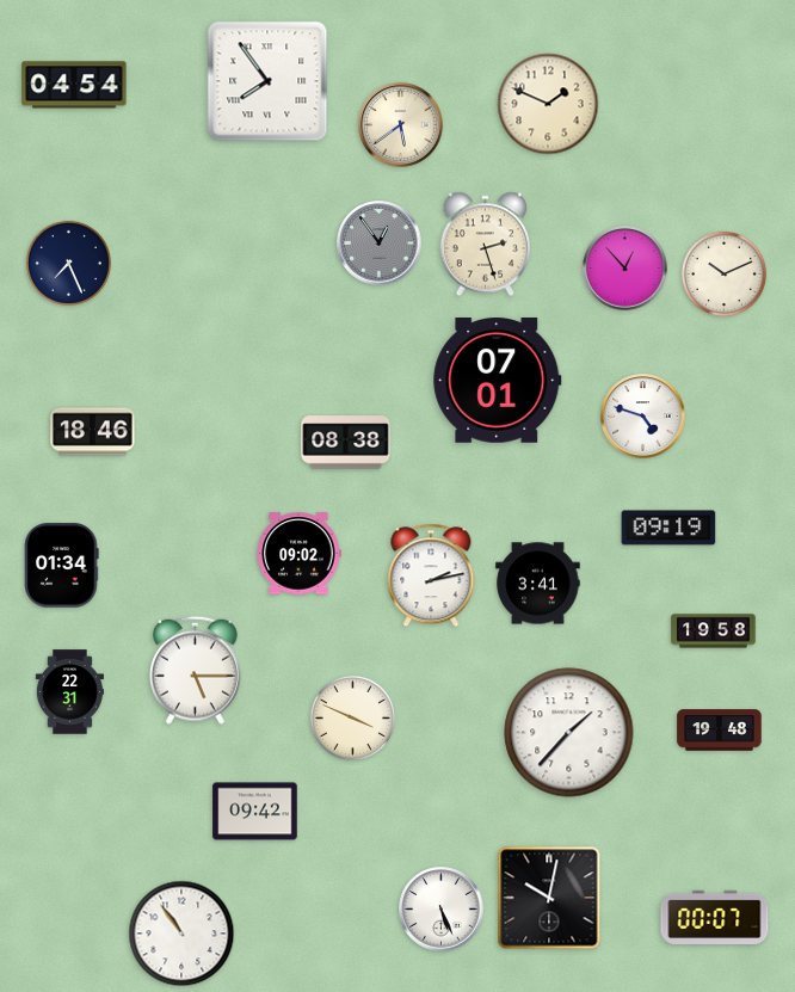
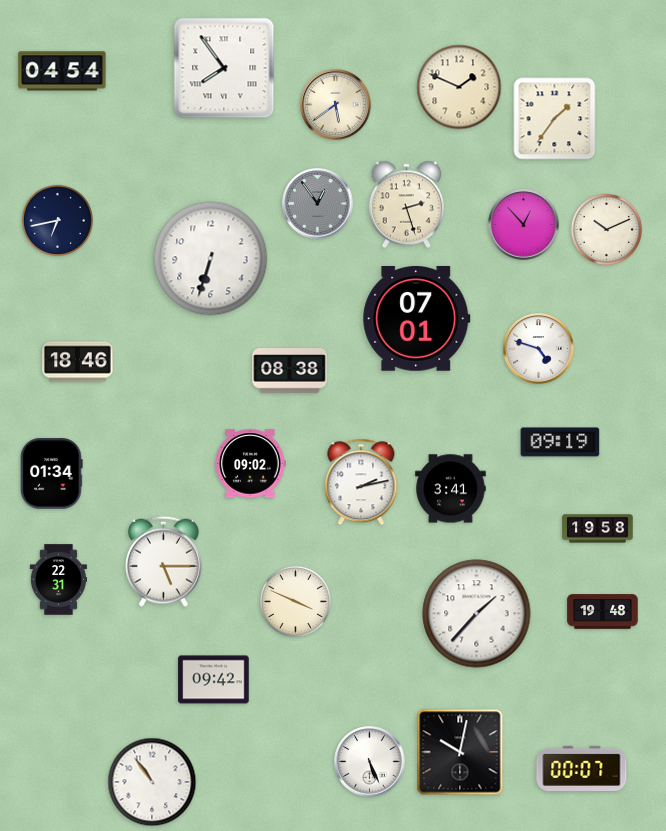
clock at (555, 119): none -> 1:36
clock at (68, 263): 7:26 -> 6:43
clock at (211, 259): none -> 6:33
clock at (715, 917) position: (715, 917) -> (582, 768)
